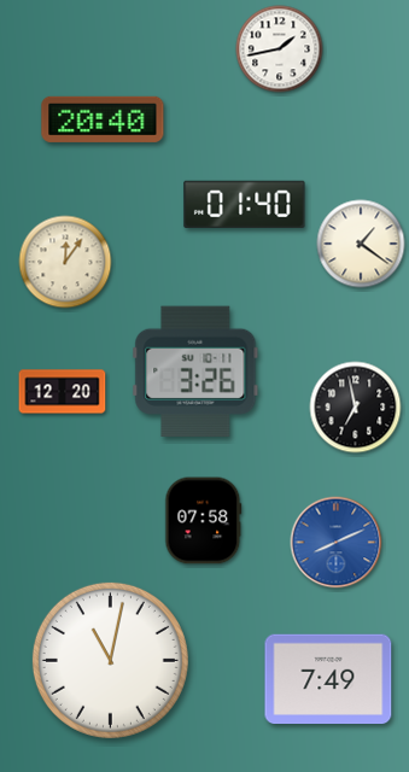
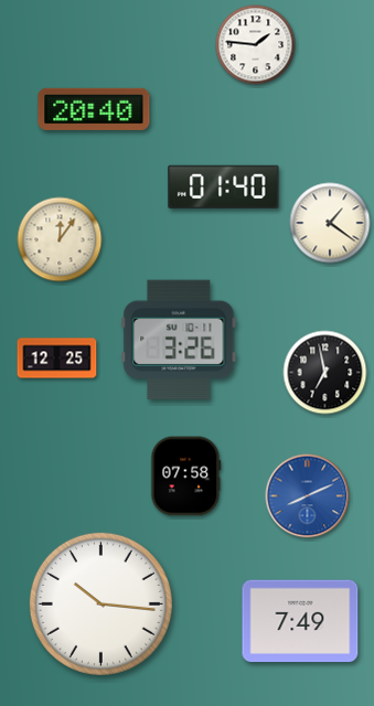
clock at (280, 49): 1:43 -> 1:46
clock at (63, 392): 12:20 -> 12:25
clock at (110, 660): 11:02 -> 10:16
